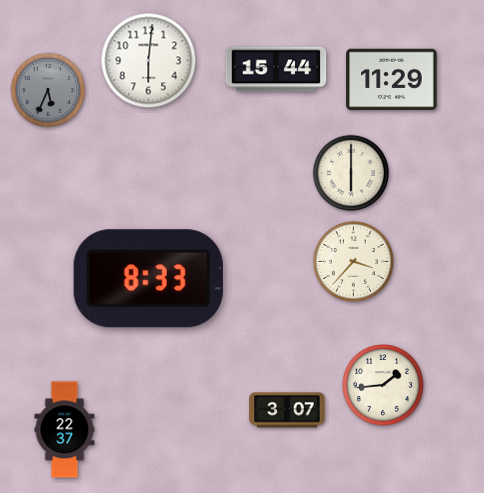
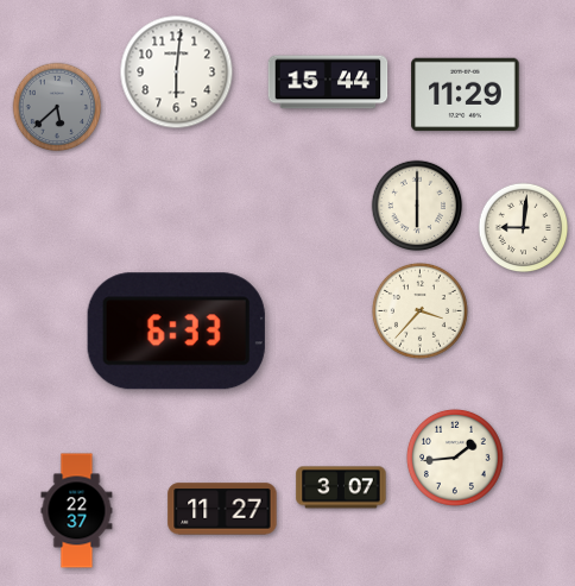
clock at (48, 90): 5:34 -> 5:38
clock at (524, 228): none -> 9:01
clock at (148, 279): 8:33 -> 6:33
clock at (222, 509): none -> 11:27
